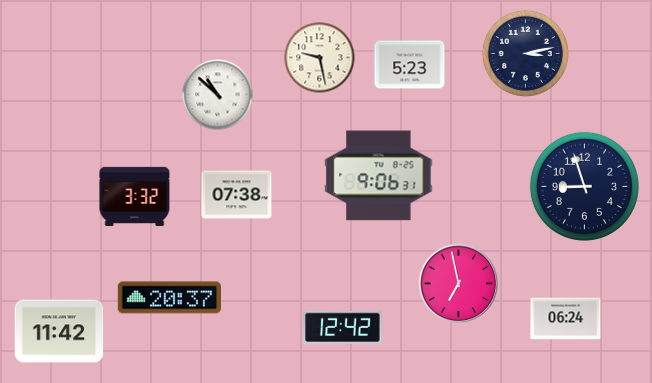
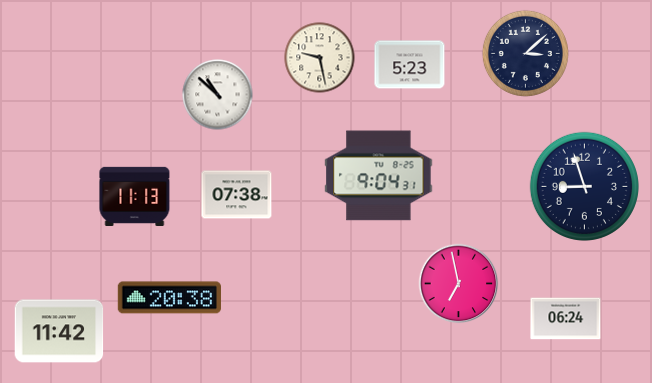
clock at (525, 53): 3:13 -> 3:08
clock at (379, 176): 9:06 -> 9:04
clock at (135, 196): 3:32 -> 11:13
clock at (169, 298): 20:37 -> 20:38
clock at (343, 327): 12:42 -> none
